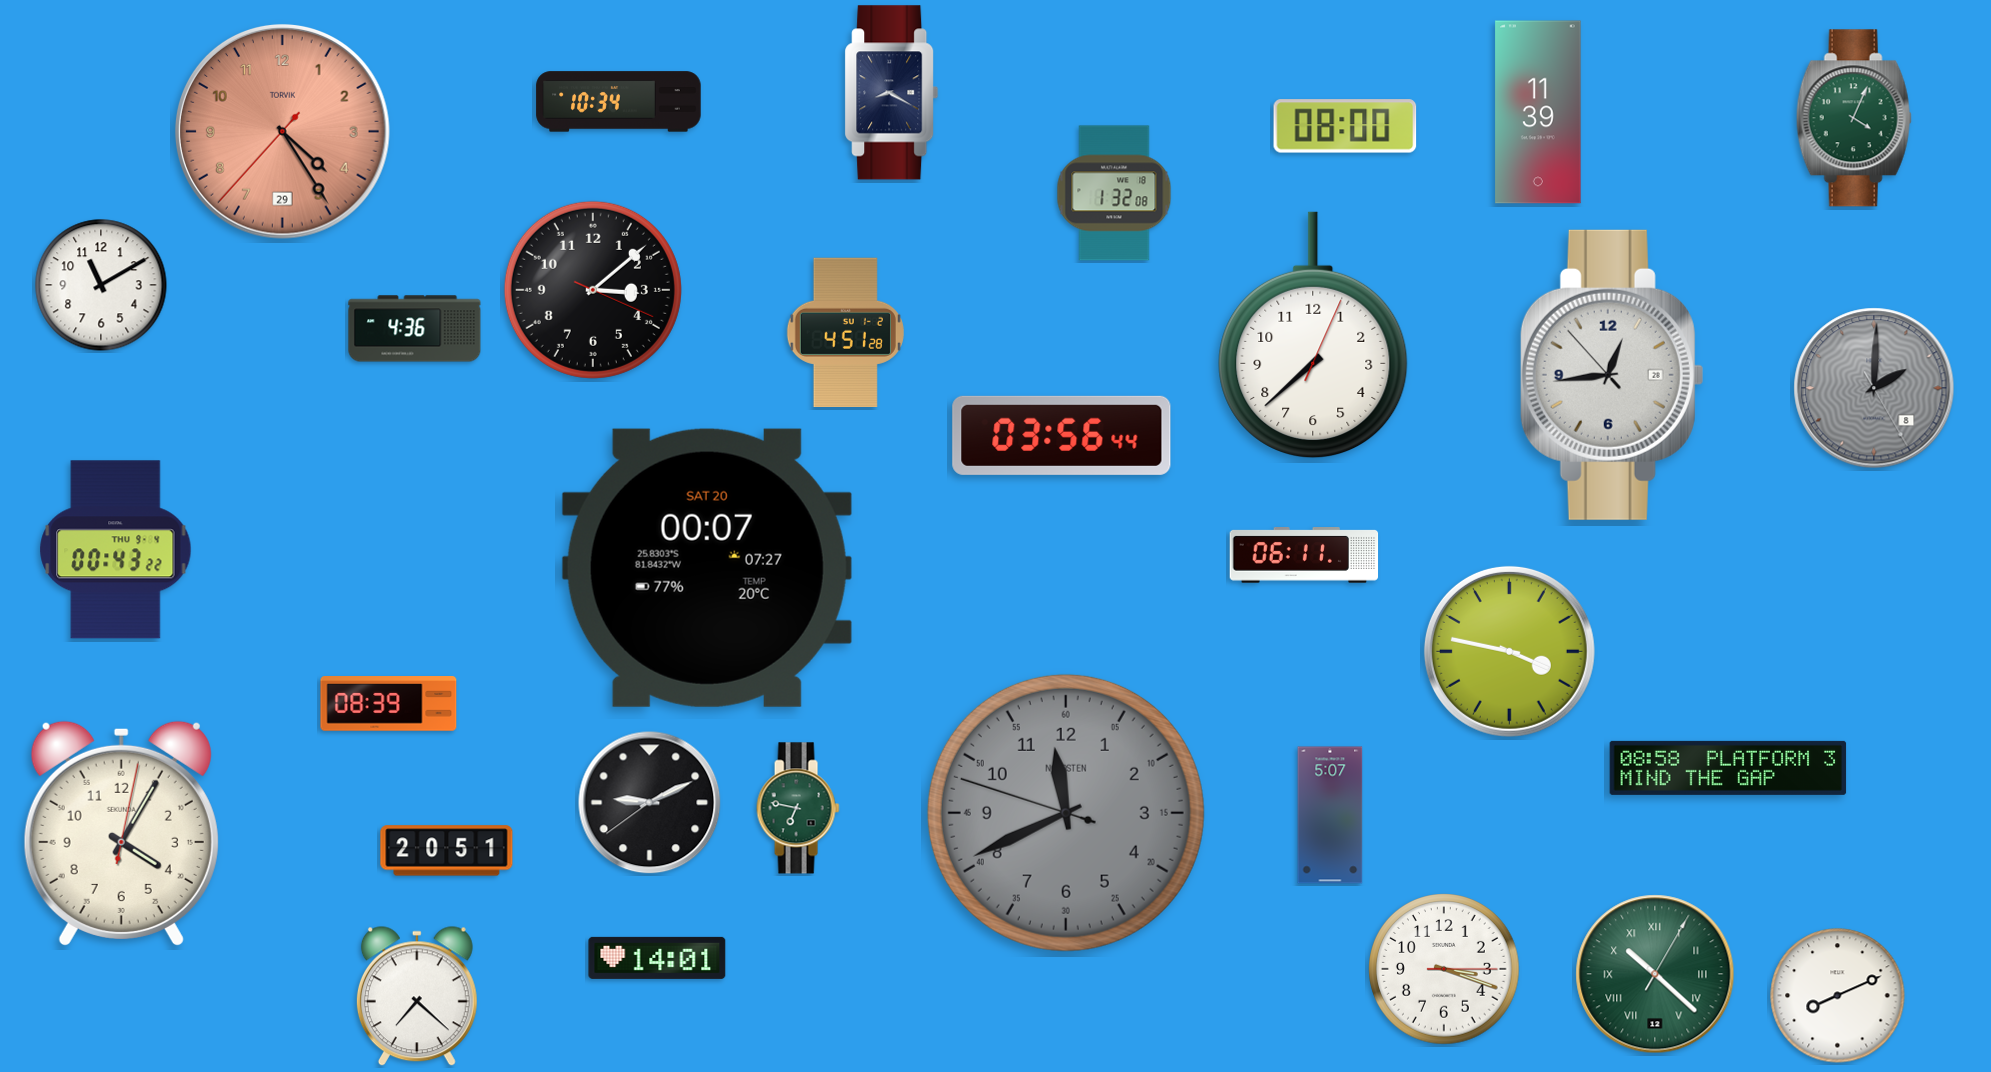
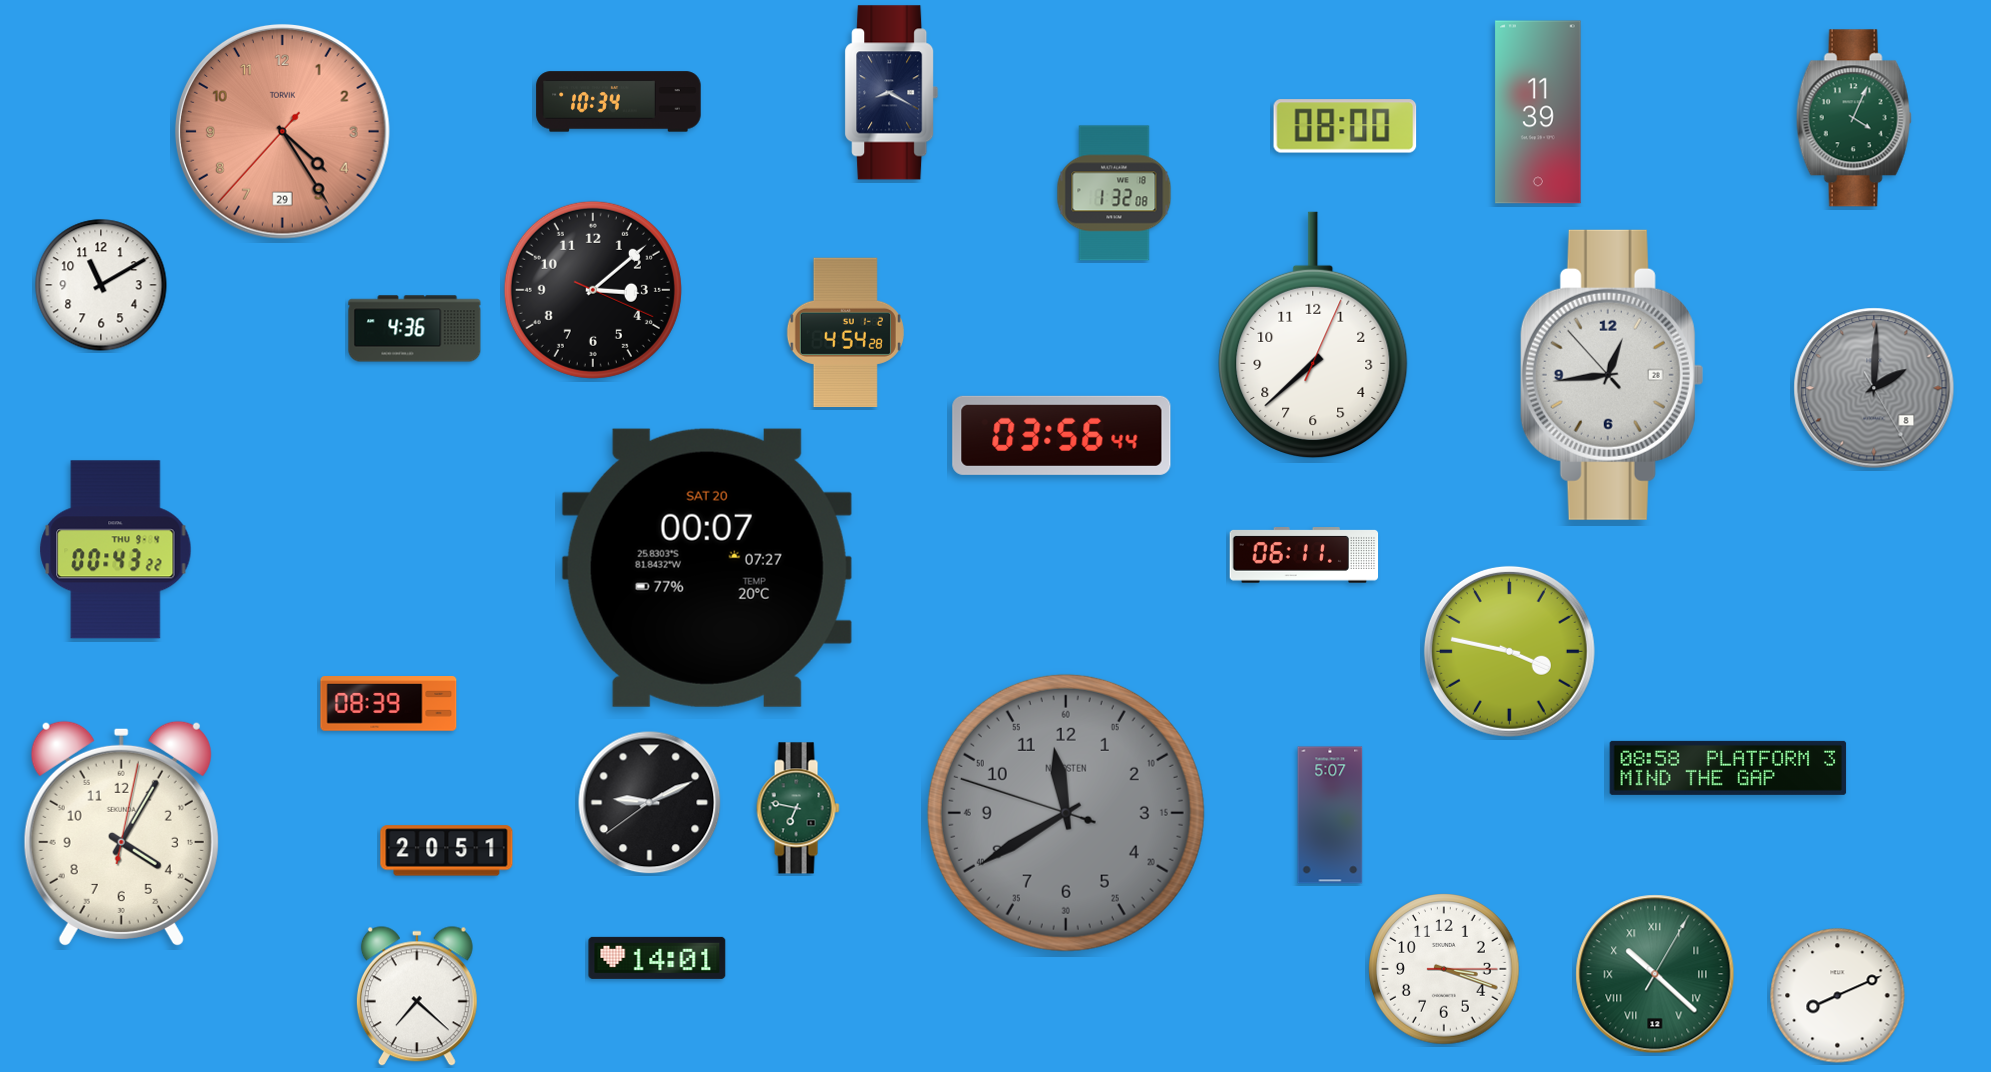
clock at (845, 332): 4:51 -> 4:54
clock at (1066, 813): 11:40 -> 11:39
